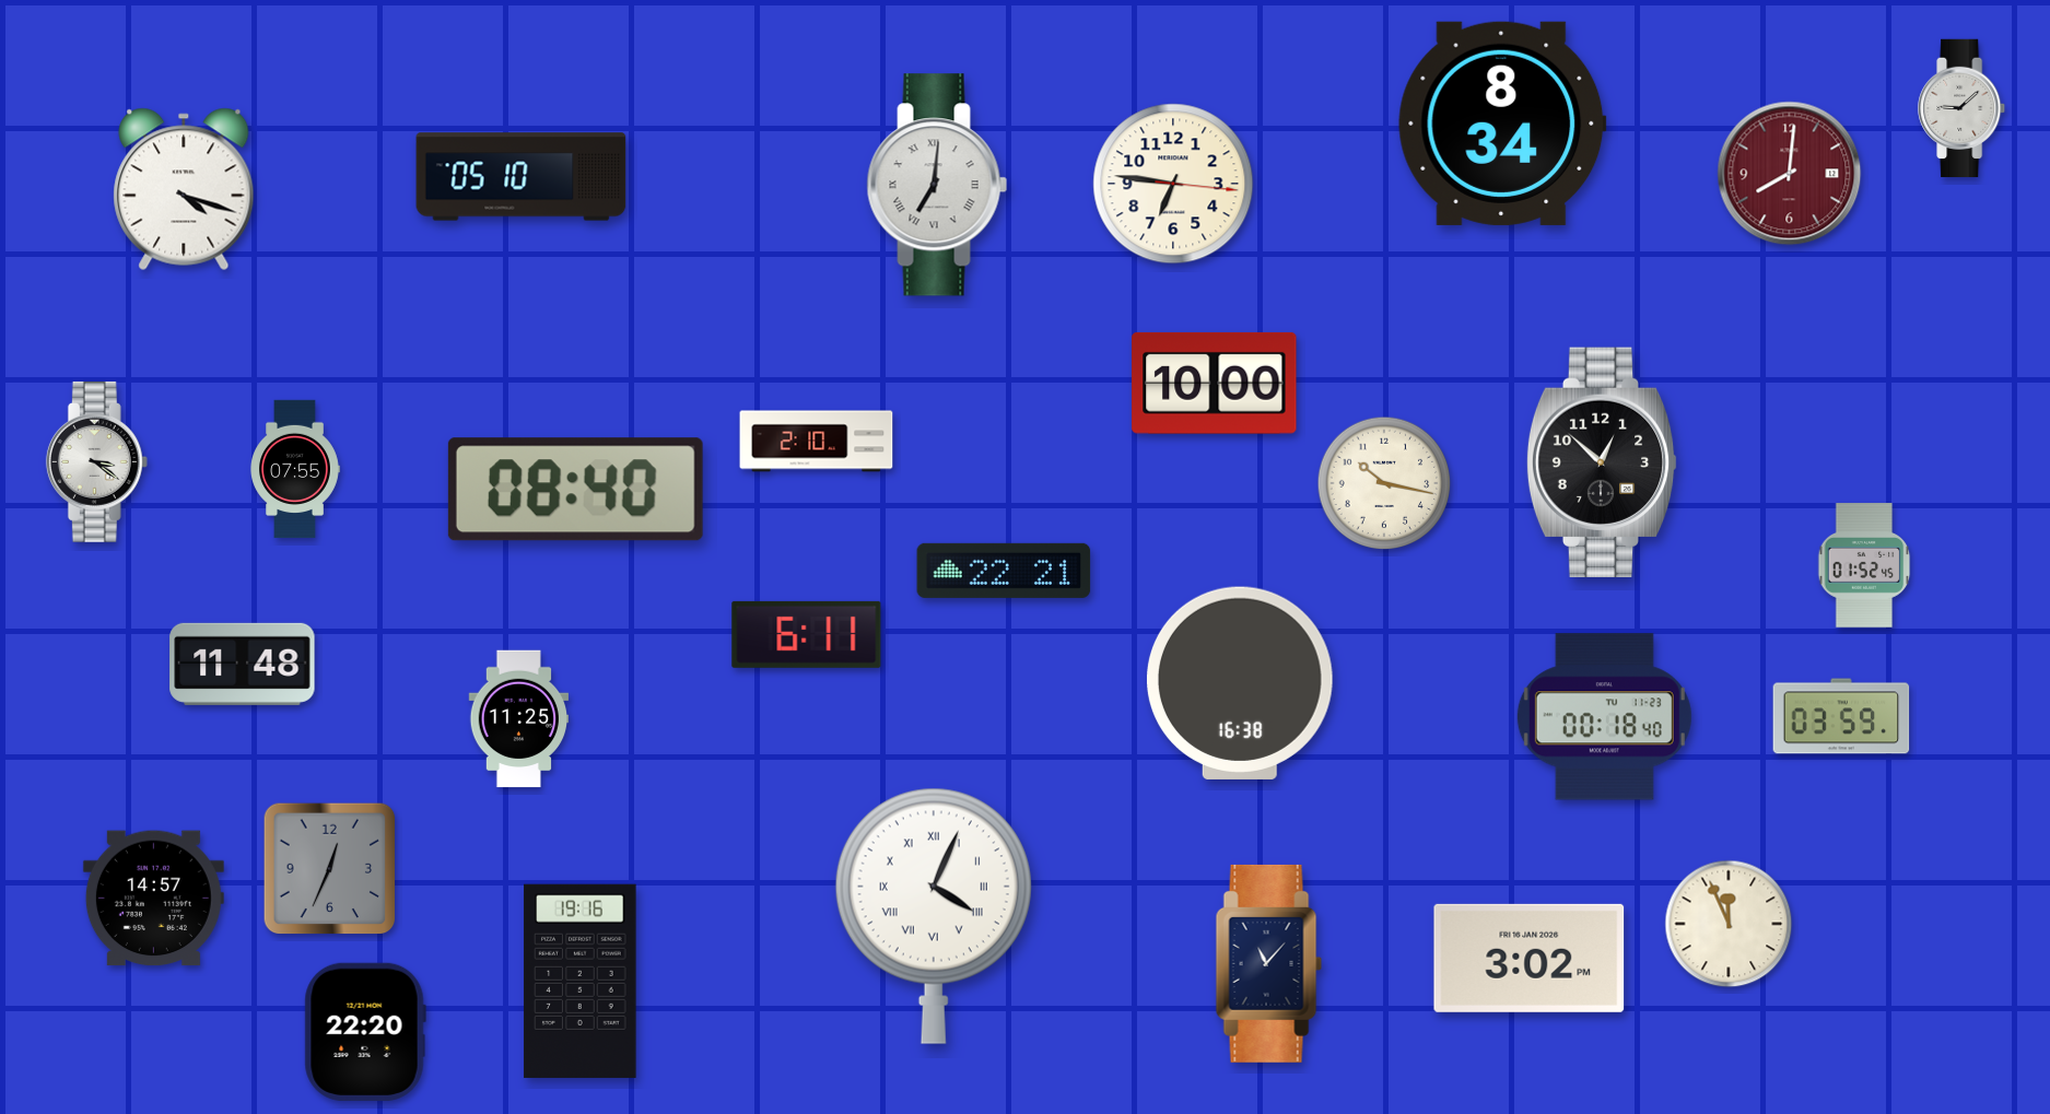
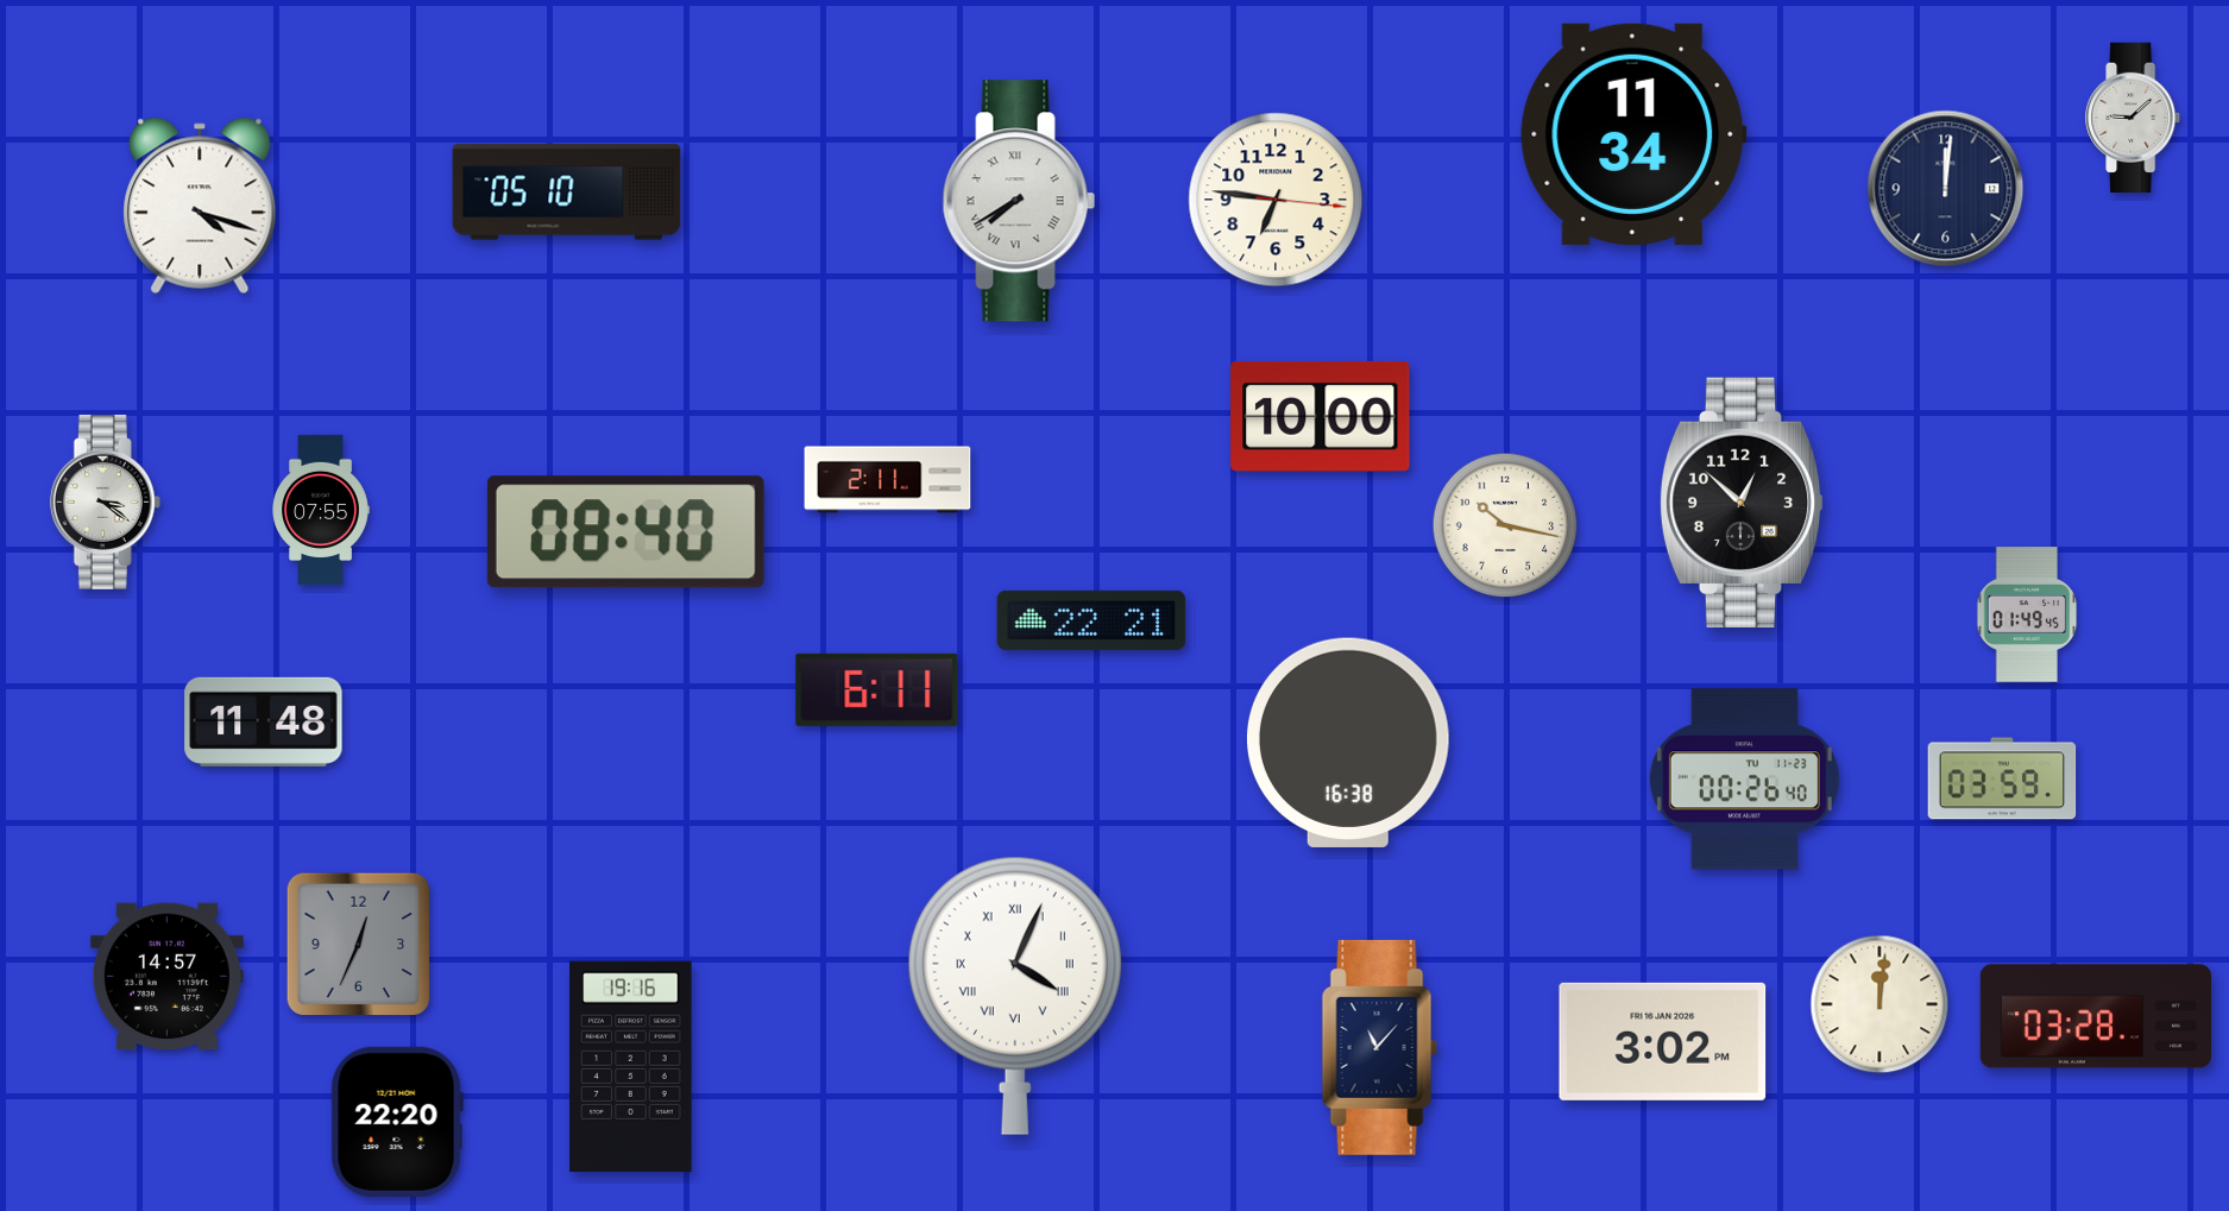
clock at (1502, 124): 8:34 -> 11:34
clock at (1790, 174): 8:01 -> 12:01
clock at (1790, 174) dial: burgundy -> navy
clock at (937, 185): 7:01 -> 7:40
clock at (817, 442): 2:10 -> 2:11
clock at (1864, 565): 01:52 -> 01:49
clock at (1604, 717): 00:18 -> 00:26
clock at (519, 719): 11:25 -> none
clock at (1729, 924): 11:56 -> 12:01
clock at (2095, 1016): none -> 03:28
